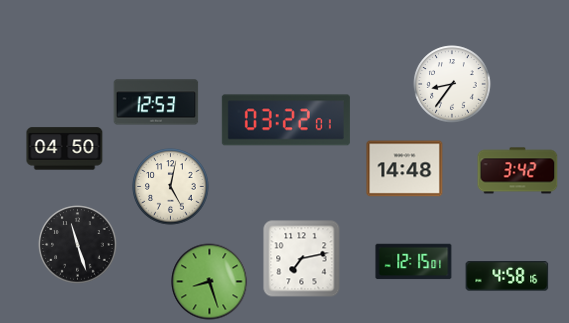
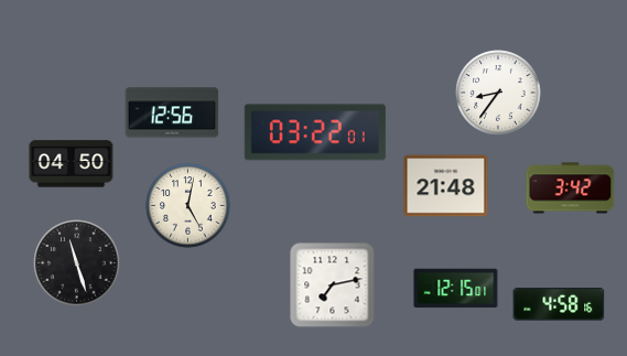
clock at (156, 102): 12:53 -> 12:56
clock at (405, 169): 14:48 -> 21:48
clock at (78, 245) position: (78, 245) -> (77, 263)
clock at (210, 282): 8:27 -> none
